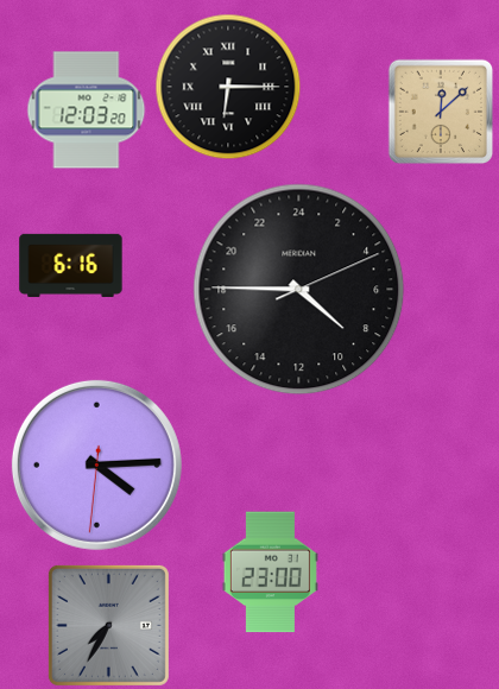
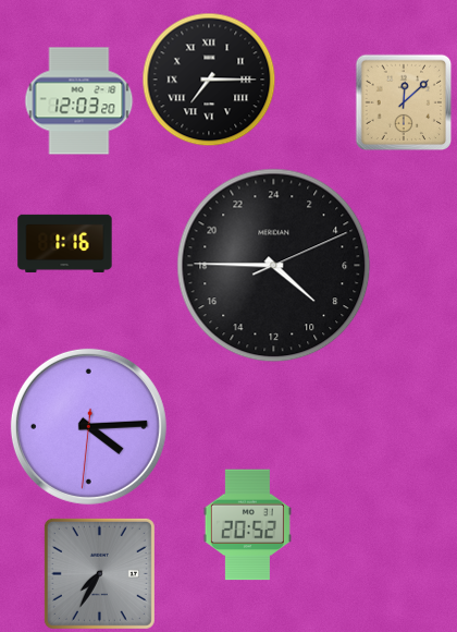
clock at (228, 87): 6:15 -> 7:15
clock at (71, 265): 6:16 -> 1:16
clock at (270, 573): 23:00 -> 20:52
